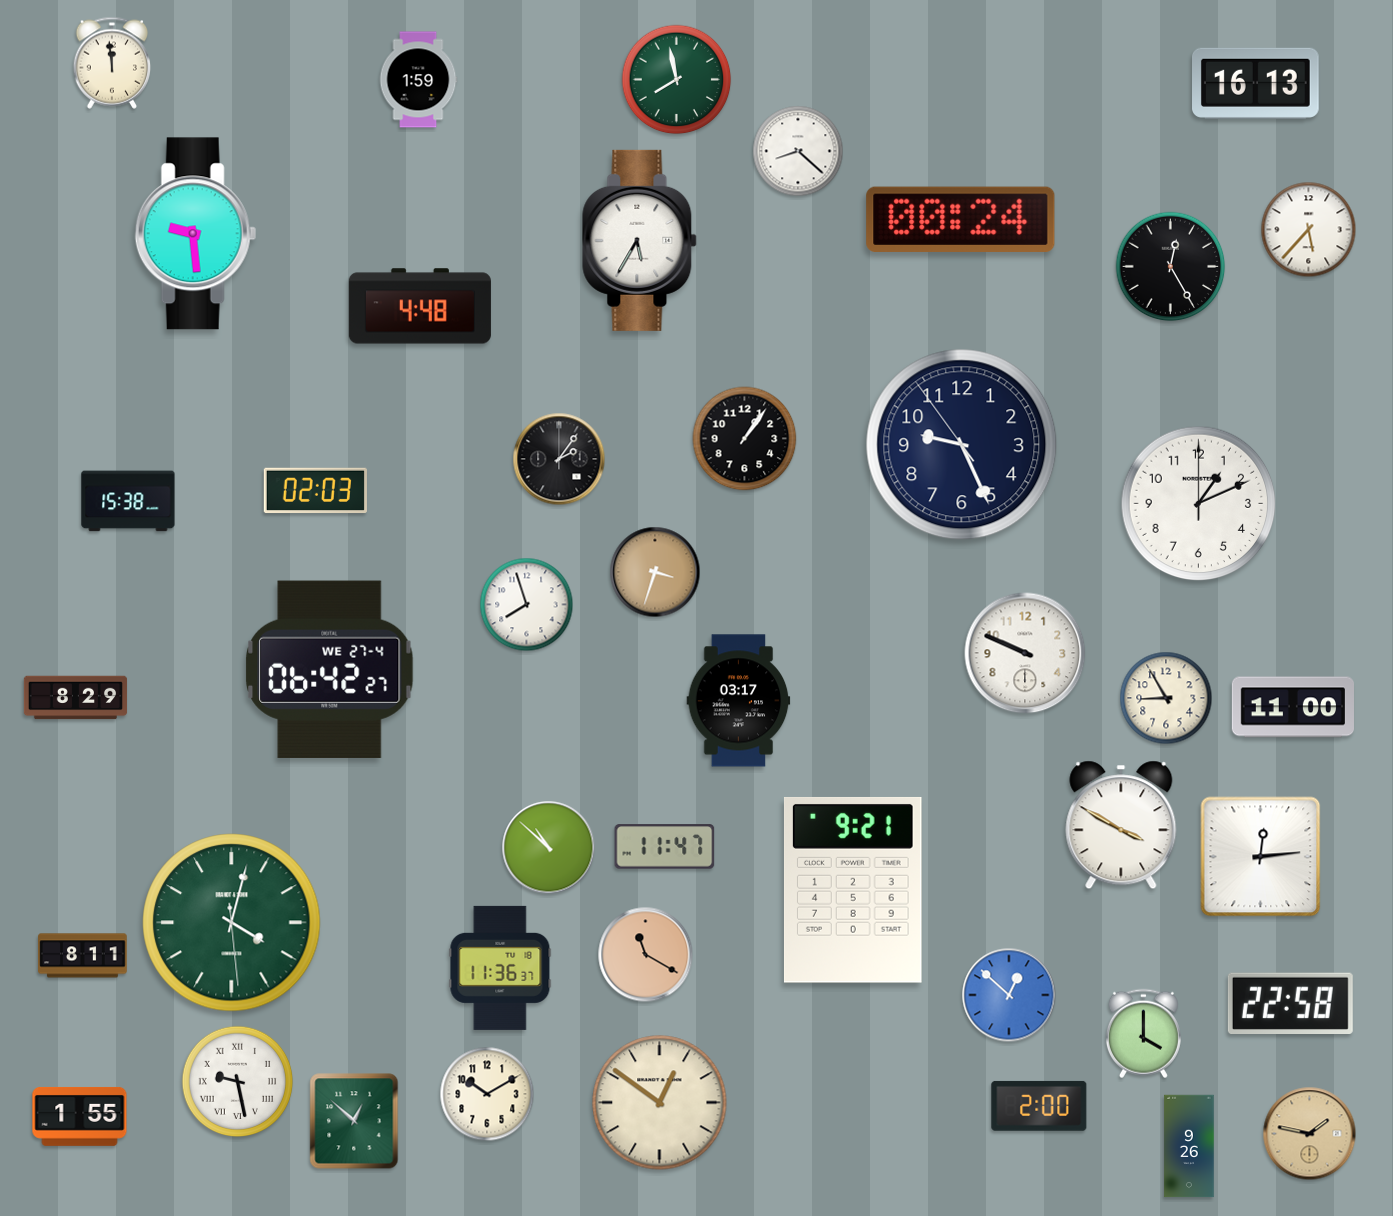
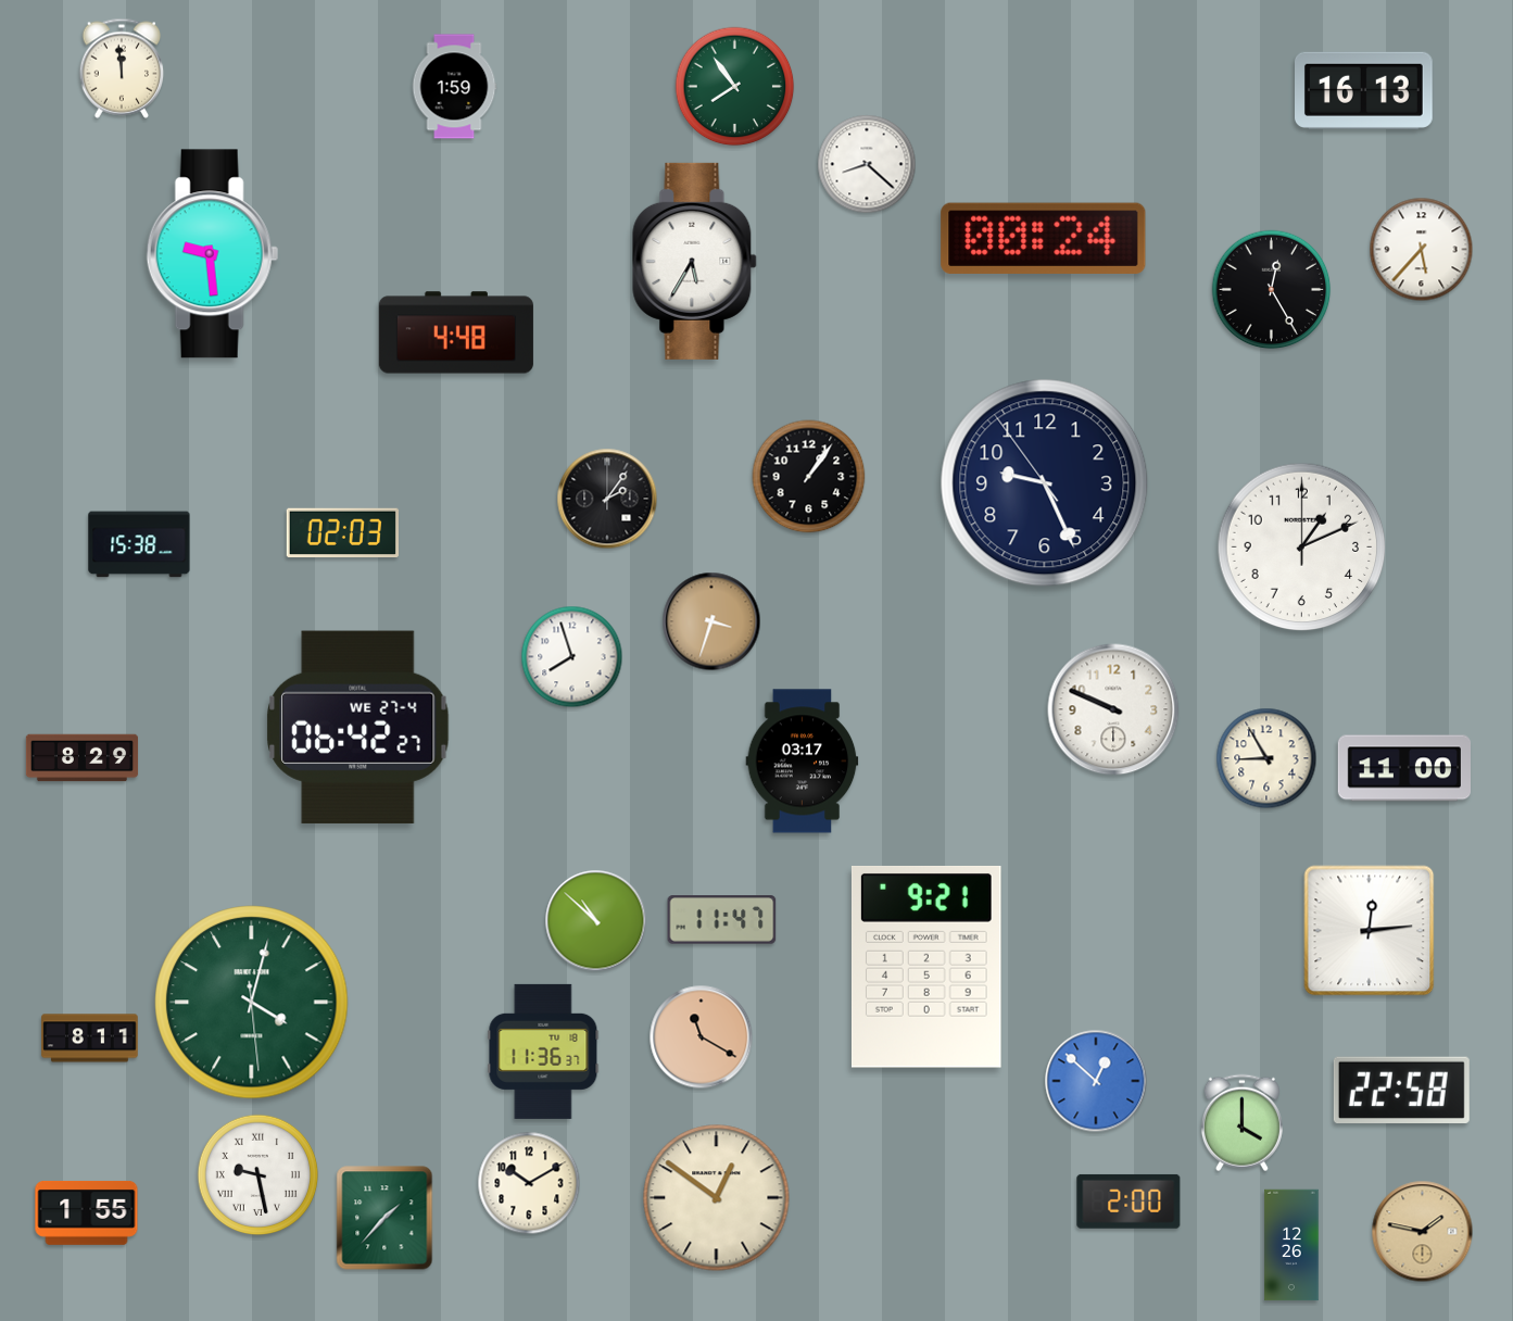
clock at (677, 80): 7:58 -> 7:54
clock at (1121, 825): 3:50 -> none
clock at (487, 1094) position: (487, 1094) -> (529, 1183)
clock at (354, 1121): 12:52 -> 1:37
clock at (1189, 1146): 9:26 -> 12:26
